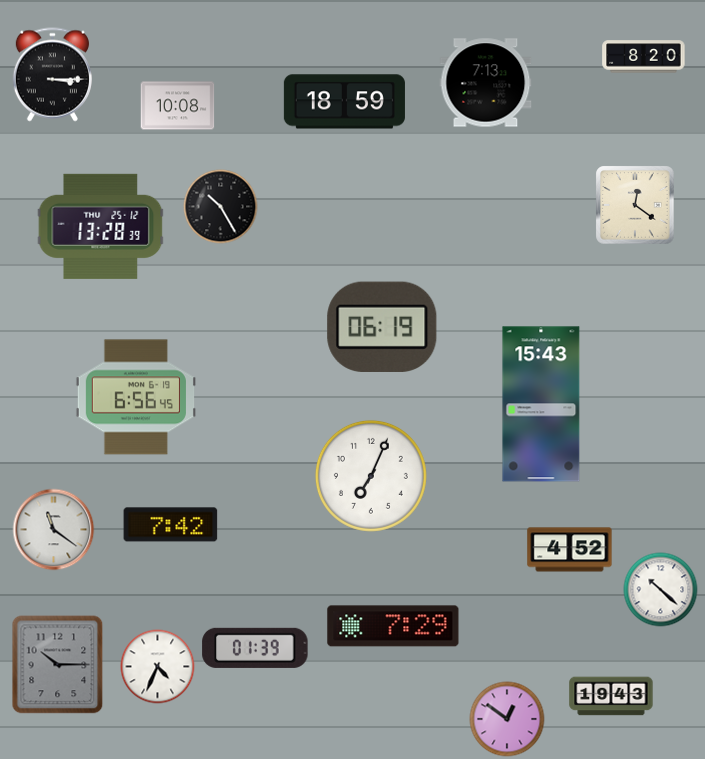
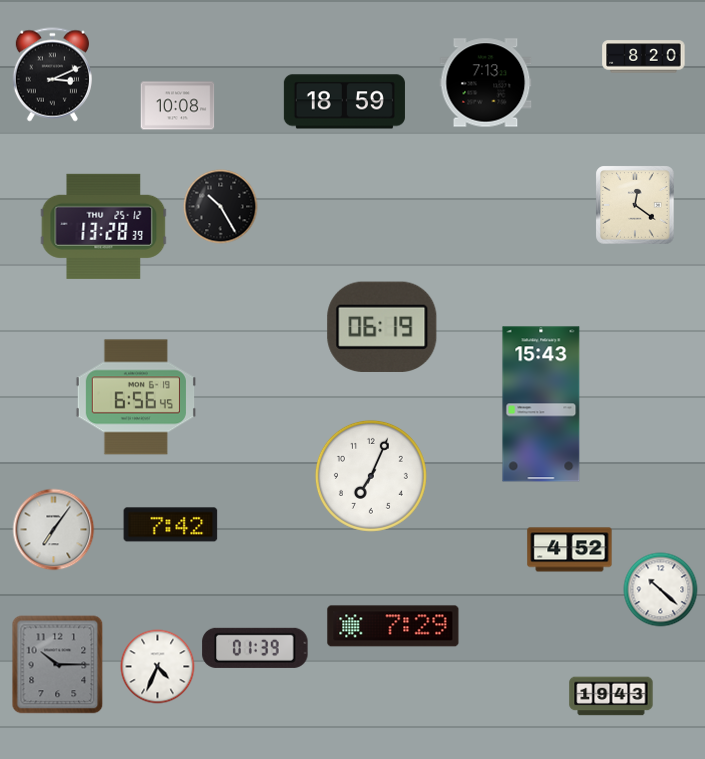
clock at (52, 75): 3:15 -> 3:11
clock at (101, 226) position: (101, 226) -> (104, 226)
clock at (54, 530): 11:21 -> 7:06
clock at (507, 719): 12:51 -> none
